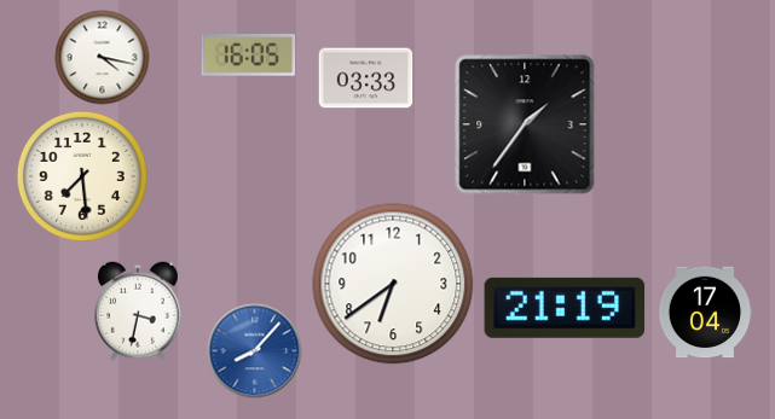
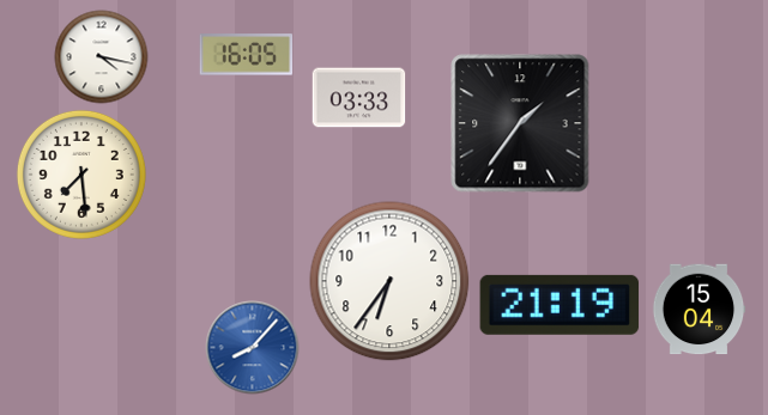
clock at (365, 78) position: (365, 78) -> (358, 98)
clock at (393, 284): 6:39 -> 6:36
clock at (138, 312): 3:32 -> none
clock at (705, 313): 17:04 -> 15:04
